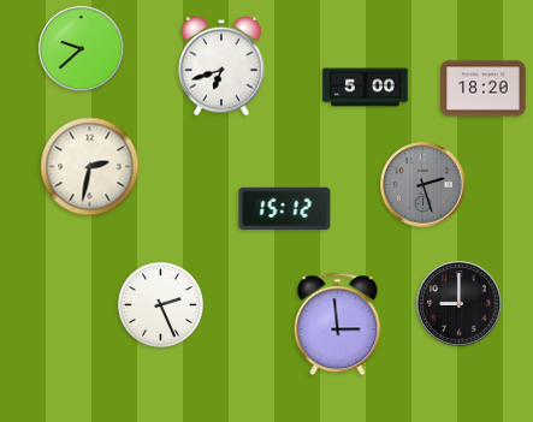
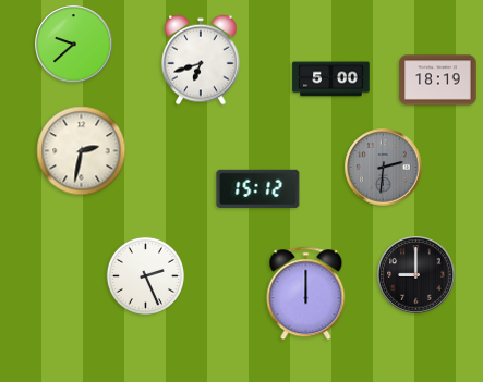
clock at (484, 89): 18:20 -> 18:19
clock at (424, 185): 2:27 -> 2:31
clock at (338, 325): 2:59 -> 12:00
